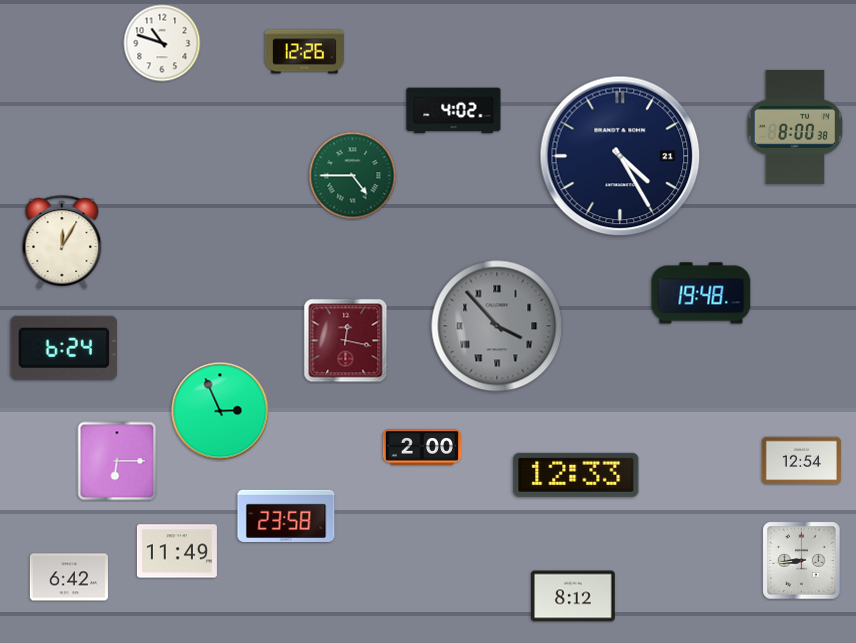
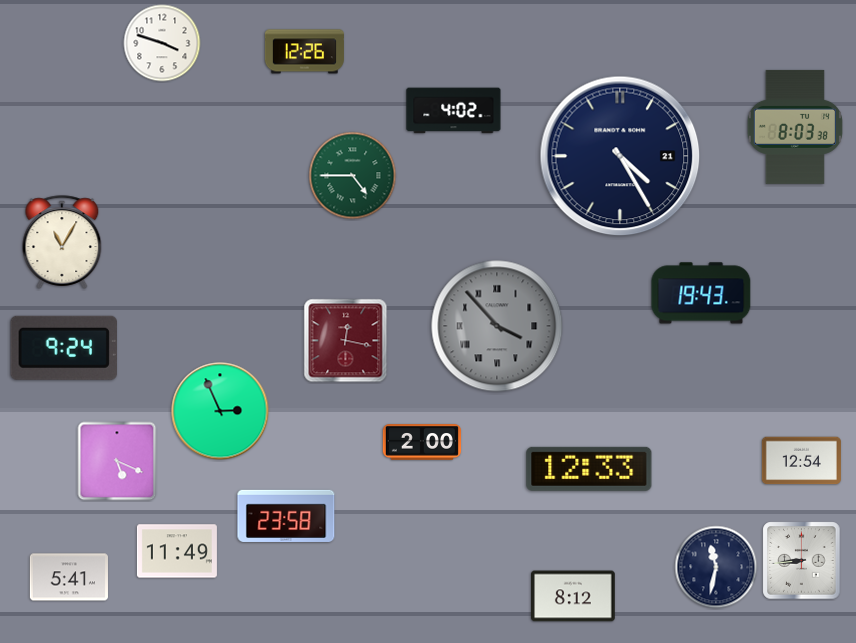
clock at (162, 43): 10:48 -> 3:48
clock at (795, 127): 8:00 -> 8:03
clock at (62, 242): 12:05 -> 11:05
clock at (701, 293): 19:48 -> 19:43
clock at (64, 348): 6:24 -> 9:24
clock at (421, 447) position: (421, 447) -> (421, 442)
clock at (117, 461): 6:15 -> 5:19
clock at (576, 475) position: (576, 475) -> (589, 469)
clock at (716, 567): none -> 11:32
clock at (69, 577): 6:42 -> 5:41
